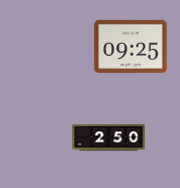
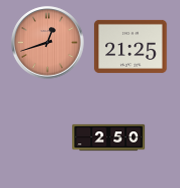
clock at (48, 43): none -> 12:42
clock at (131, 46): 09:25 -> 21:25
